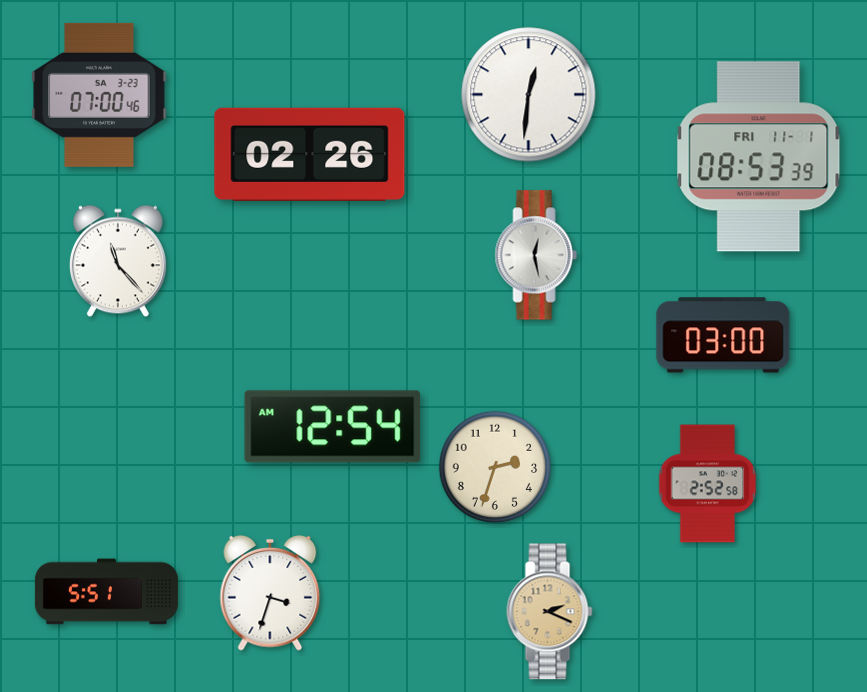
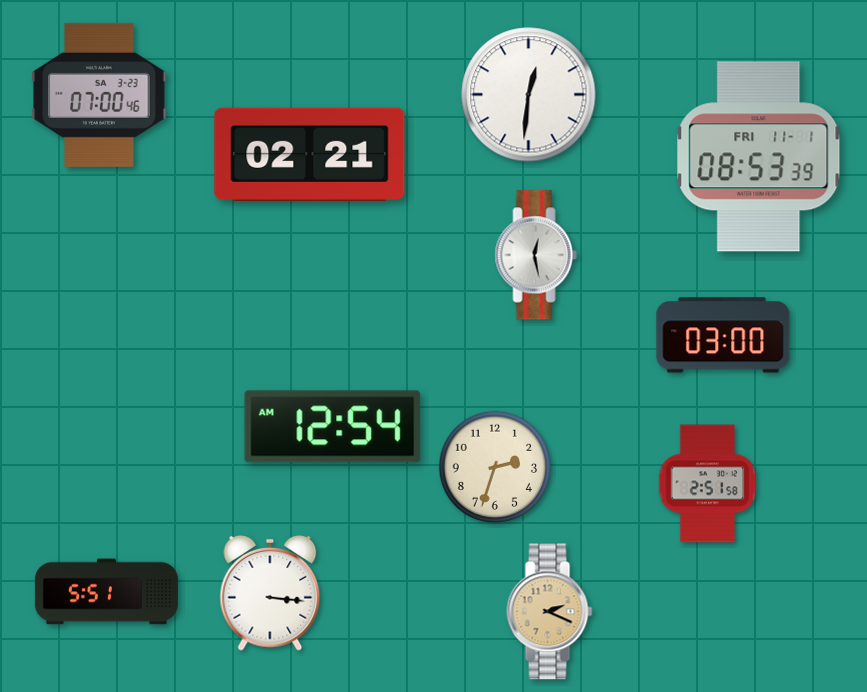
clock at (310, 154): 02:26 -> 02:21
clock at (118, 261): 11:23 -> none
clock at (708, 484): 2:52 -> 2:51
clock at (270, 593): 3:33 -> 3:16
